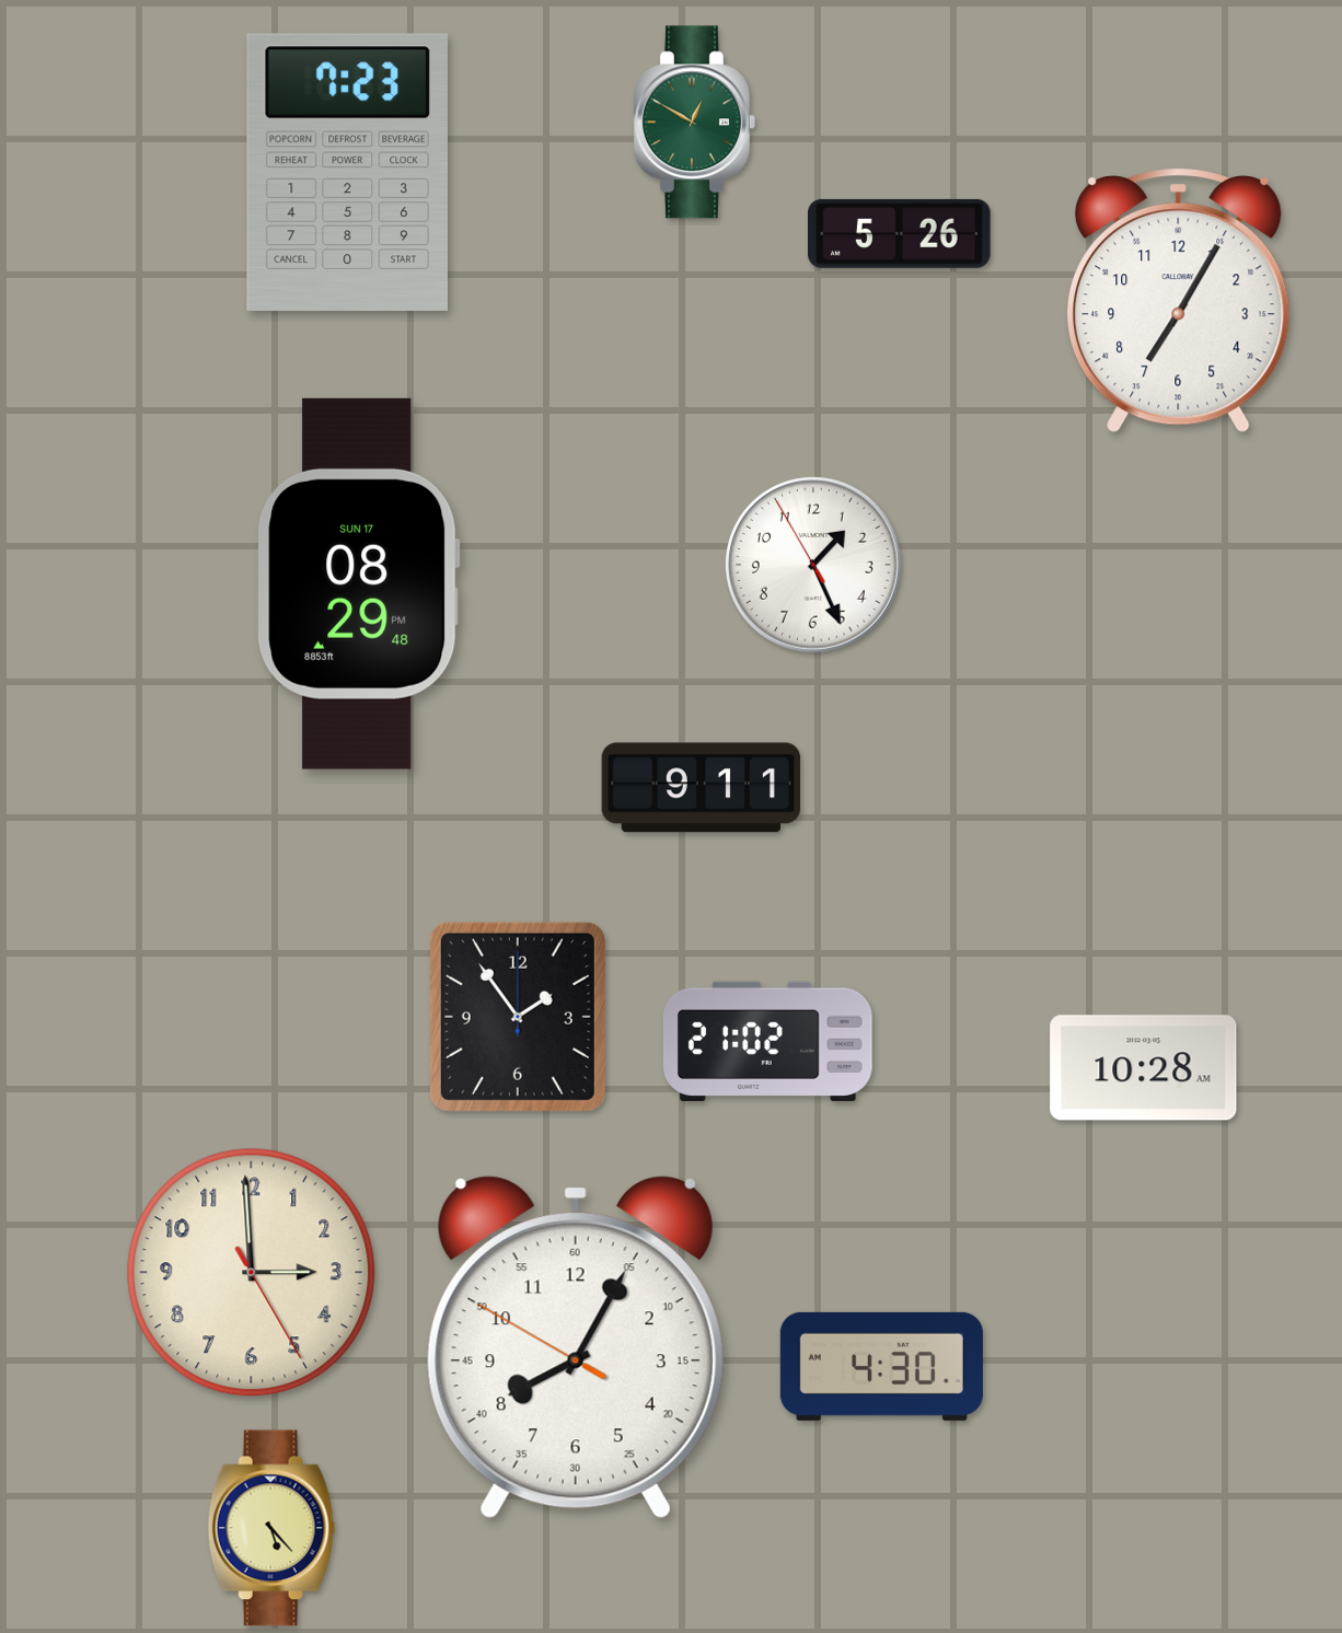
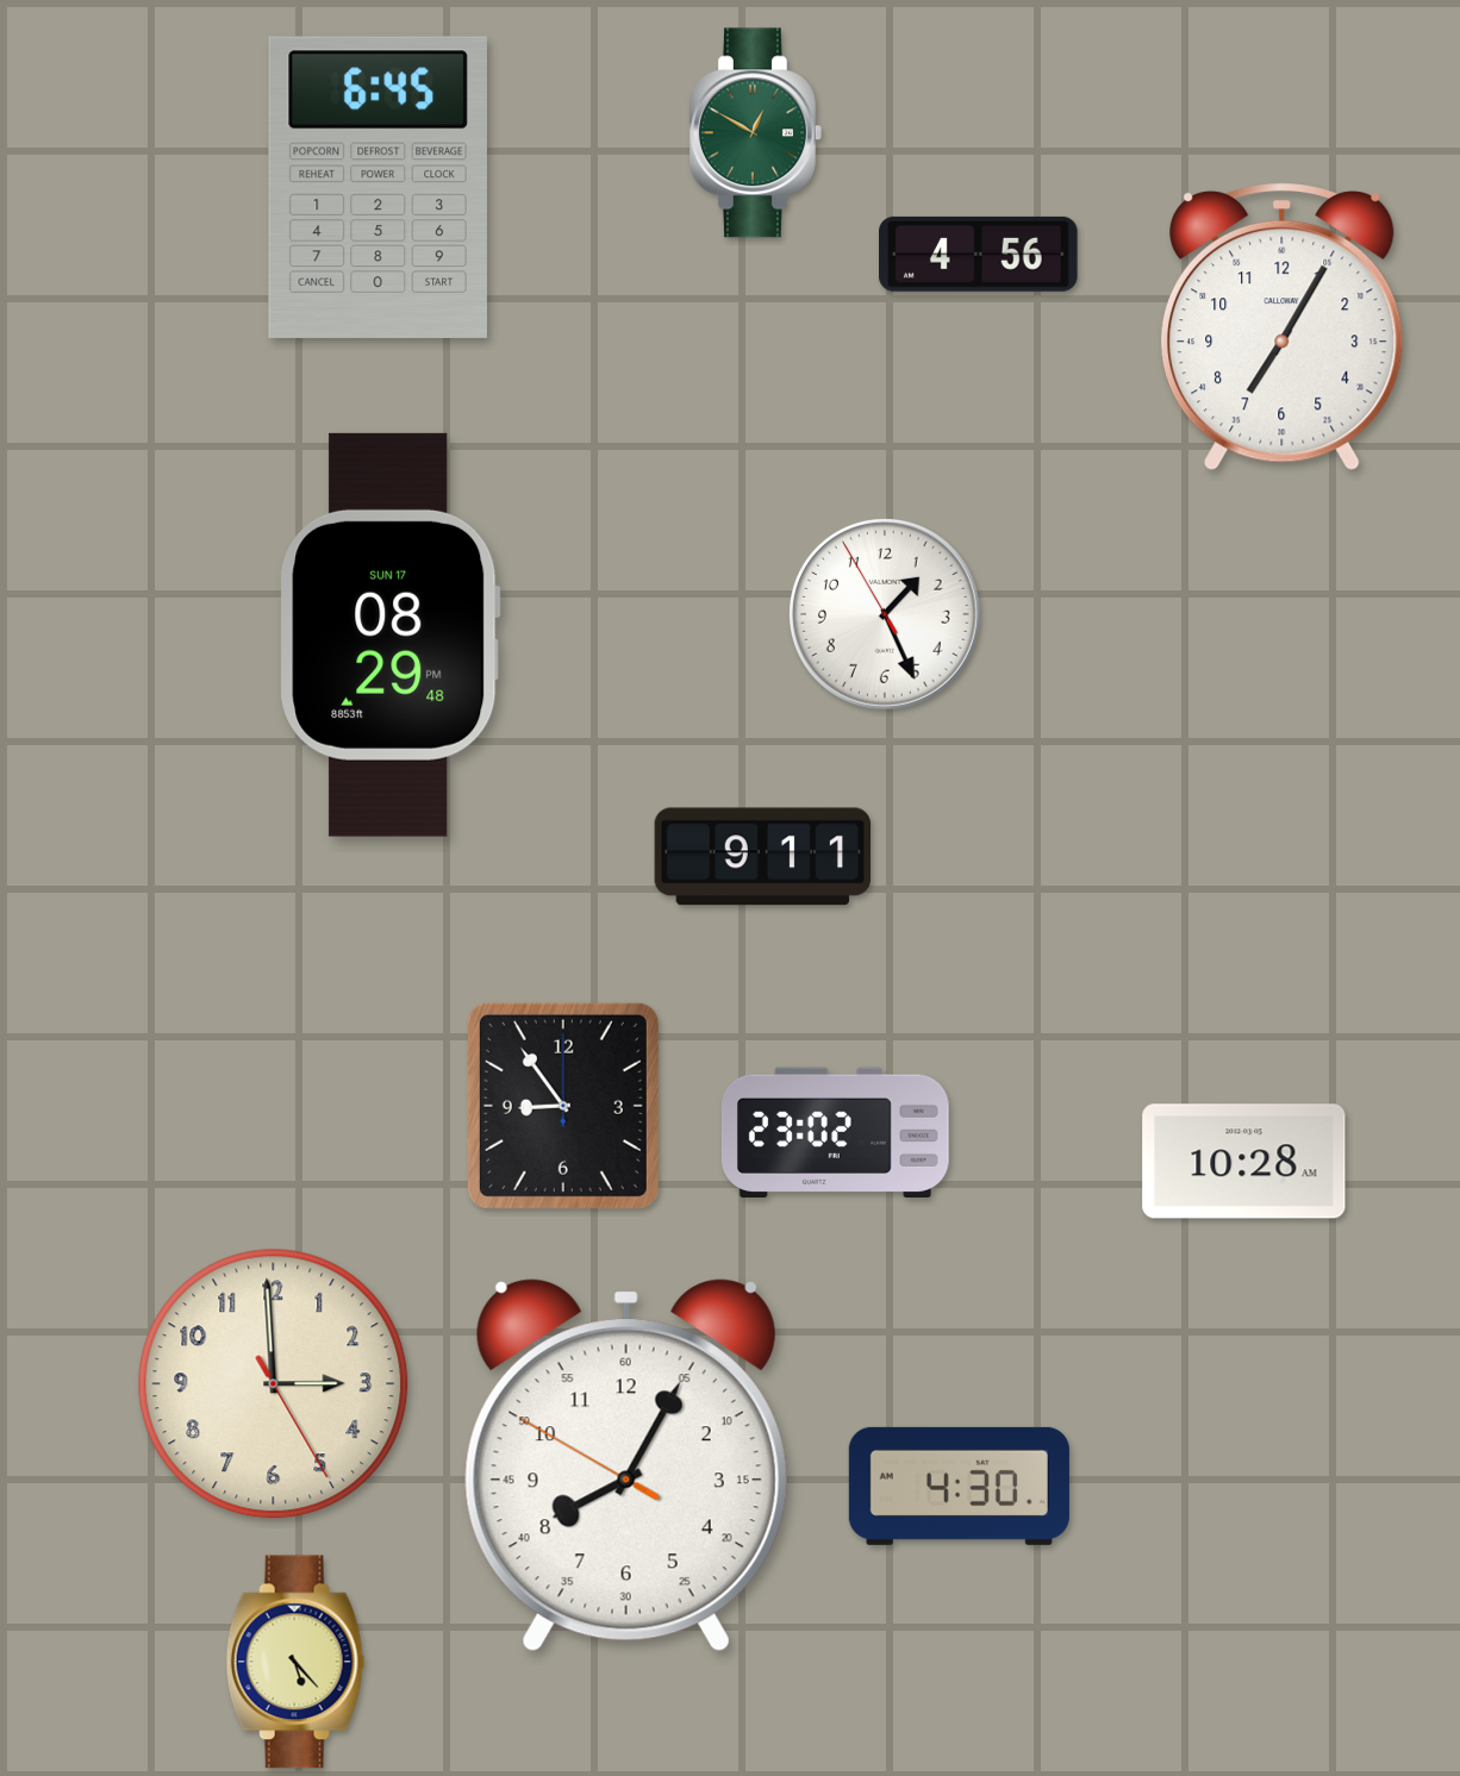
clock at (347, 172): 7:23 -> 6:45
clock at (900, 233): 5:26 -> 4:56
clock at (518, 1017): 1:54 -> 8:54
clock at (767, 1041): 21:02 -> 23:02
